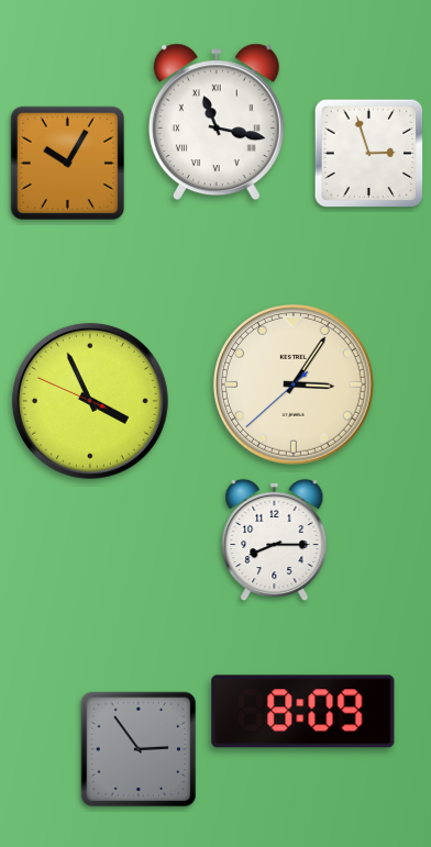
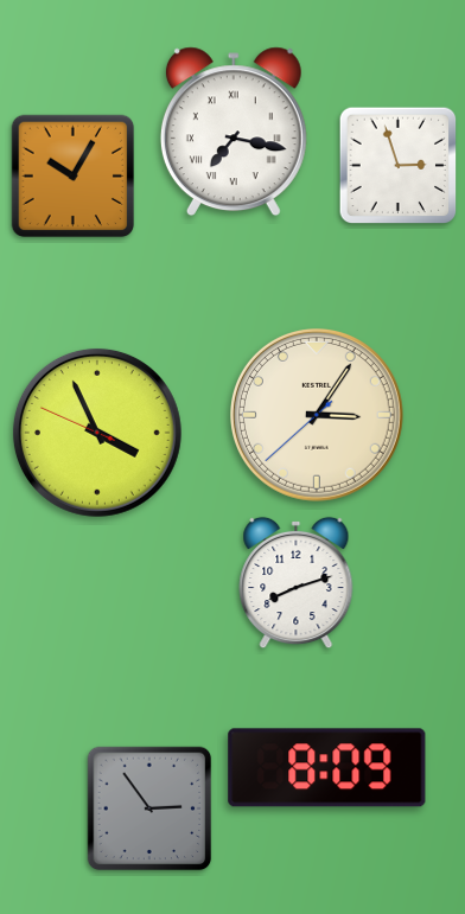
clock at (217, 122): 11:17 -> 7:17
clock at (275, 540): 8:15 -> 8:12
